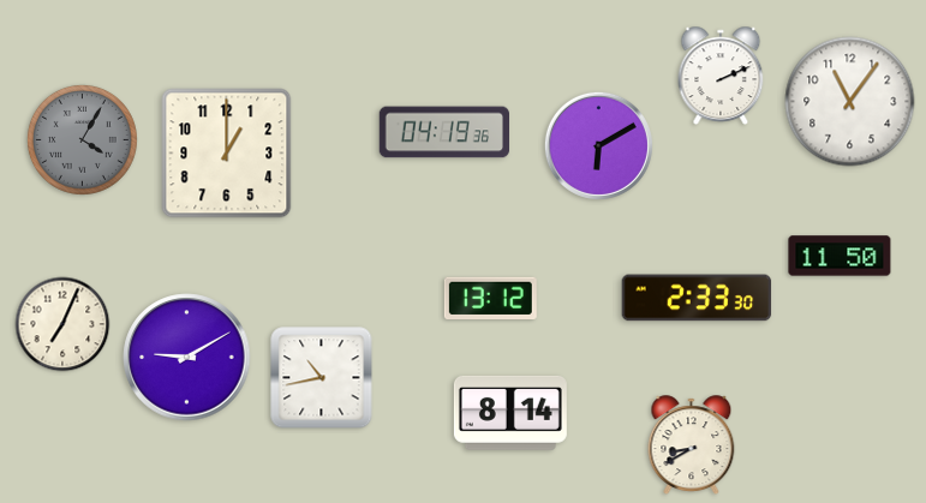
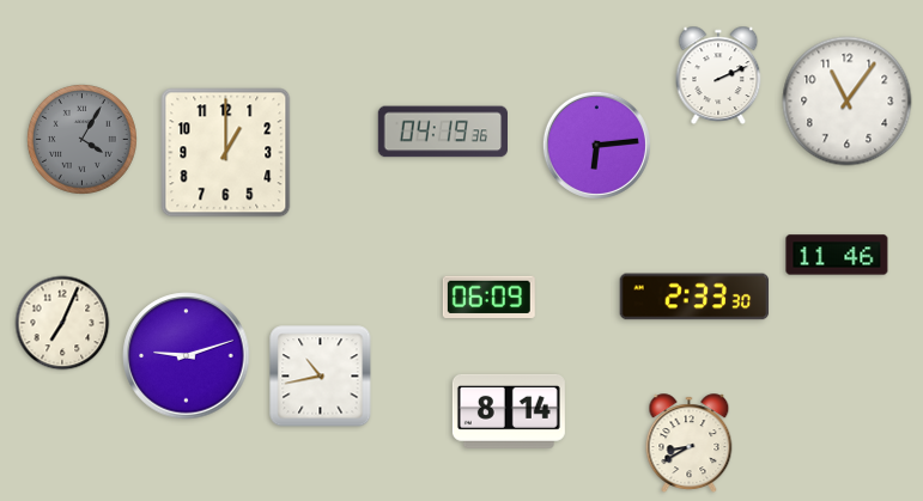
clock at (598, 145): 6:10 -> 6:14
clock at (840, 256): 11:50 -> 11:46
clock at (490, 298): 13:12 -> 06:09
clock at (187, 358): 9:10 -> 9:12
